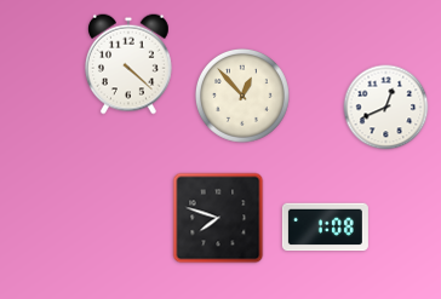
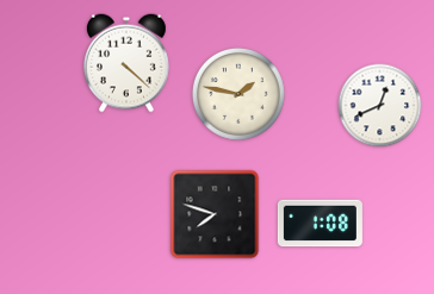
clock at (242, 96): 12:53 -> 1:47
